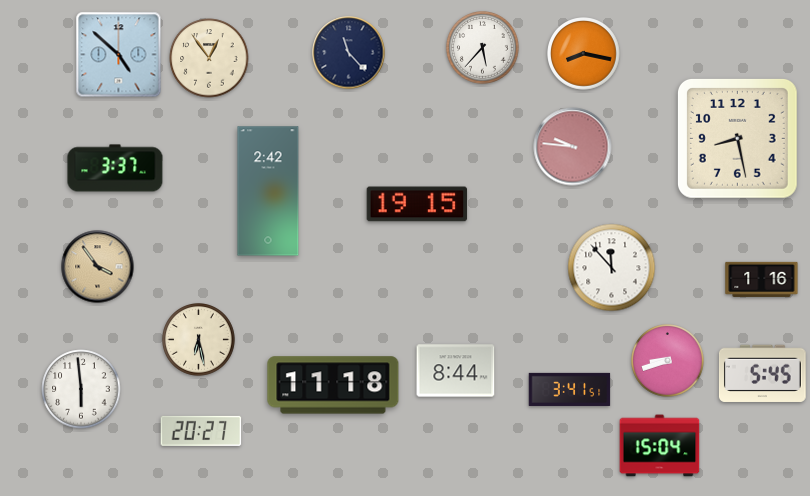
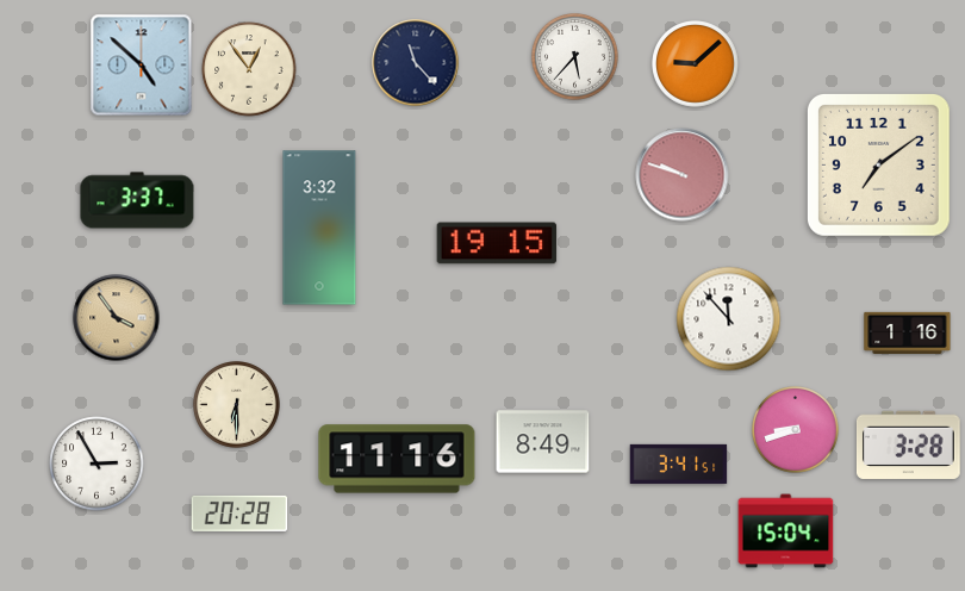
clock at (584, 54): 8:17 -> 9:08
clock at (737, 138): 8:28 -> 7:09
clock at (573, 147): 9:46 -> 9:48
clock at (268, 191): 2:42 -> 3:32
clock at (199, 340): 6:28 -> 6:30
clock at (456, 371): 8:44 -> 8:49
clock at (762, 373): 5:45 -> 3:28
clock at (333, 385): 11:18 -> 11:16
clock at (81, 389): 5:59 -> 2:55
clock at (201, 431): 20:27 -> 20:28
